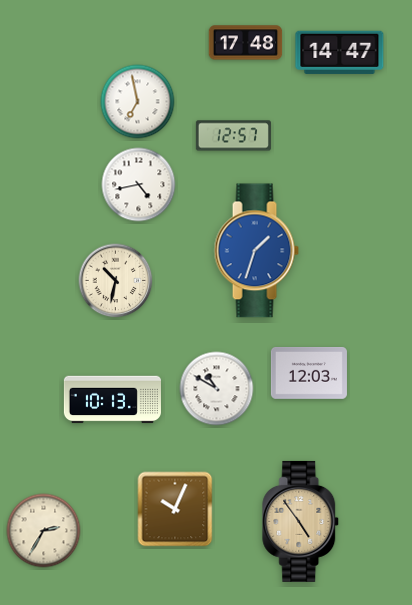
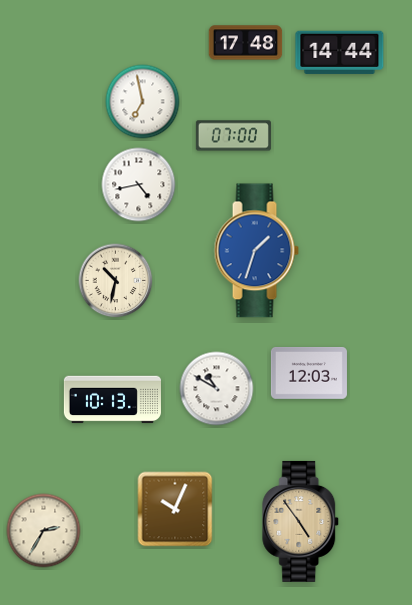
clock at (340, 52): 14:47 -> 14:44
clock at (138, 102) position: (138, 102) -> (143, 102)
clock at (233, 136): 12:57 -> 07:00
